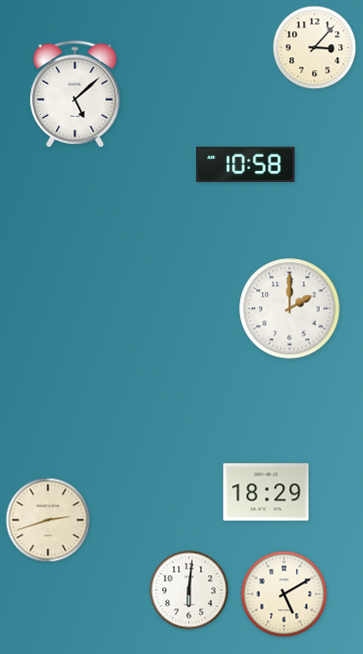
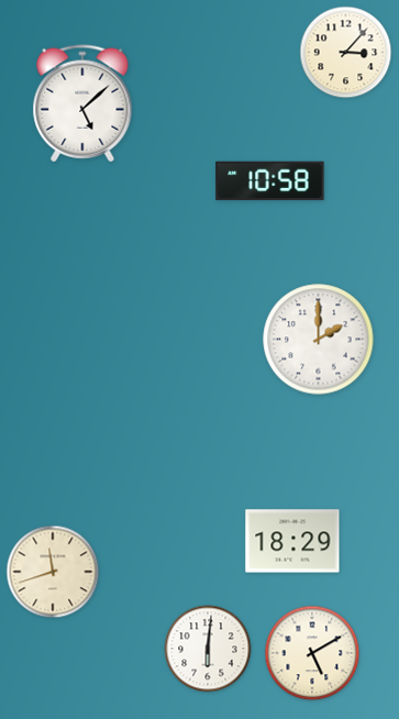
clock at (48, 520): 2:42 -> 11:42
